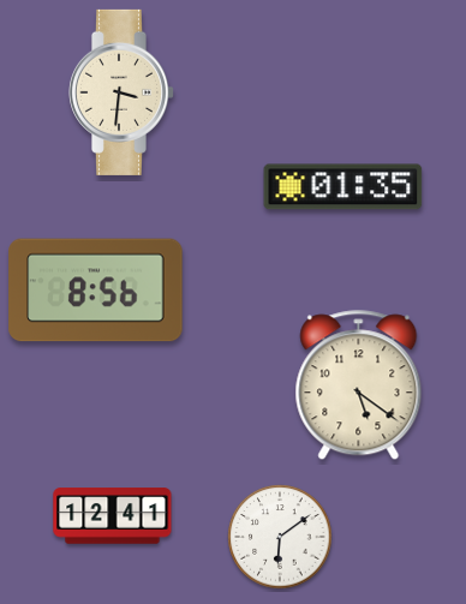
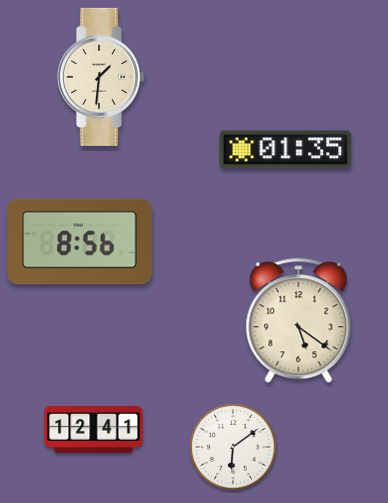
clock at (120, 92): 3:31 -> 1:31
clock at (343, 187) position: (343, 187) -> (286, 150)
